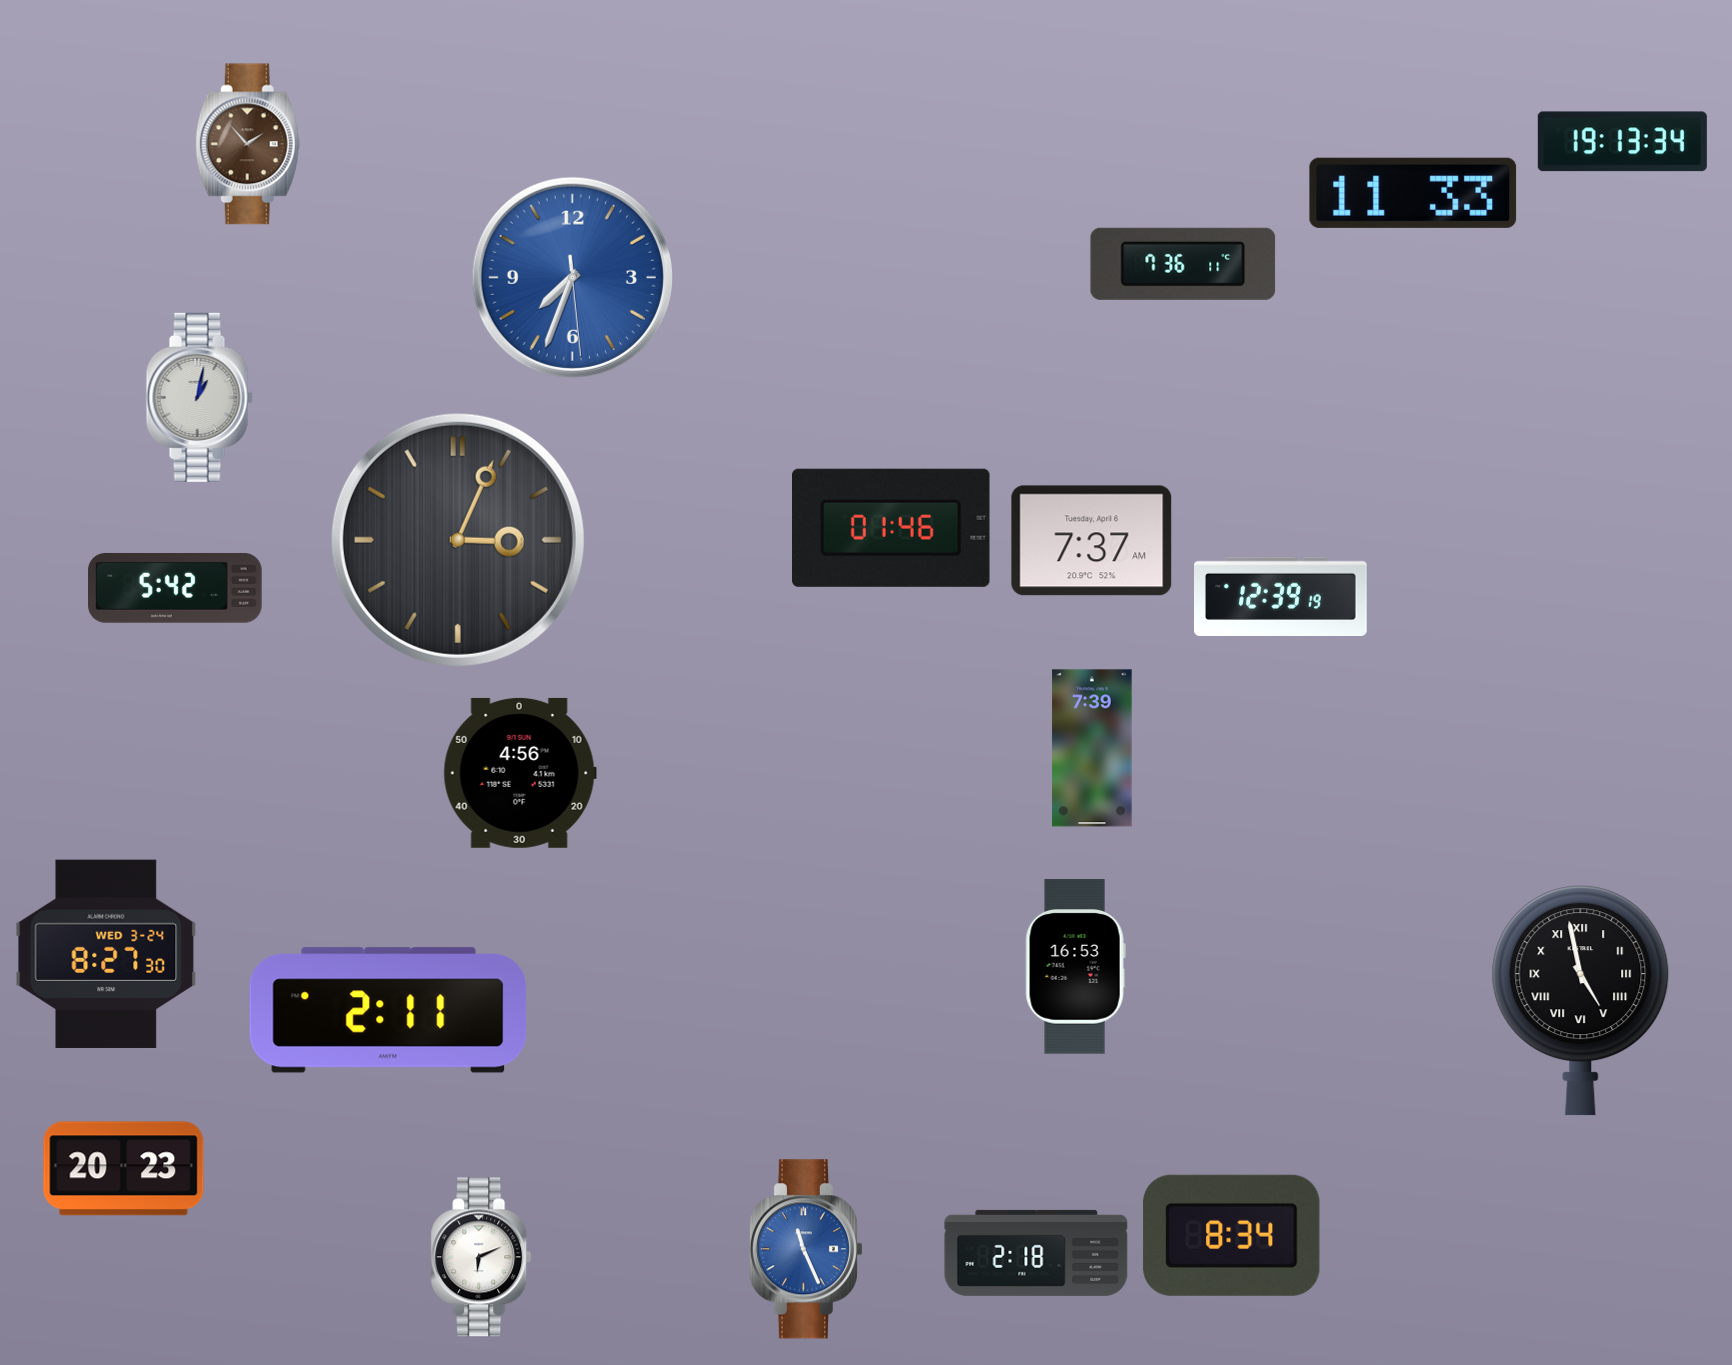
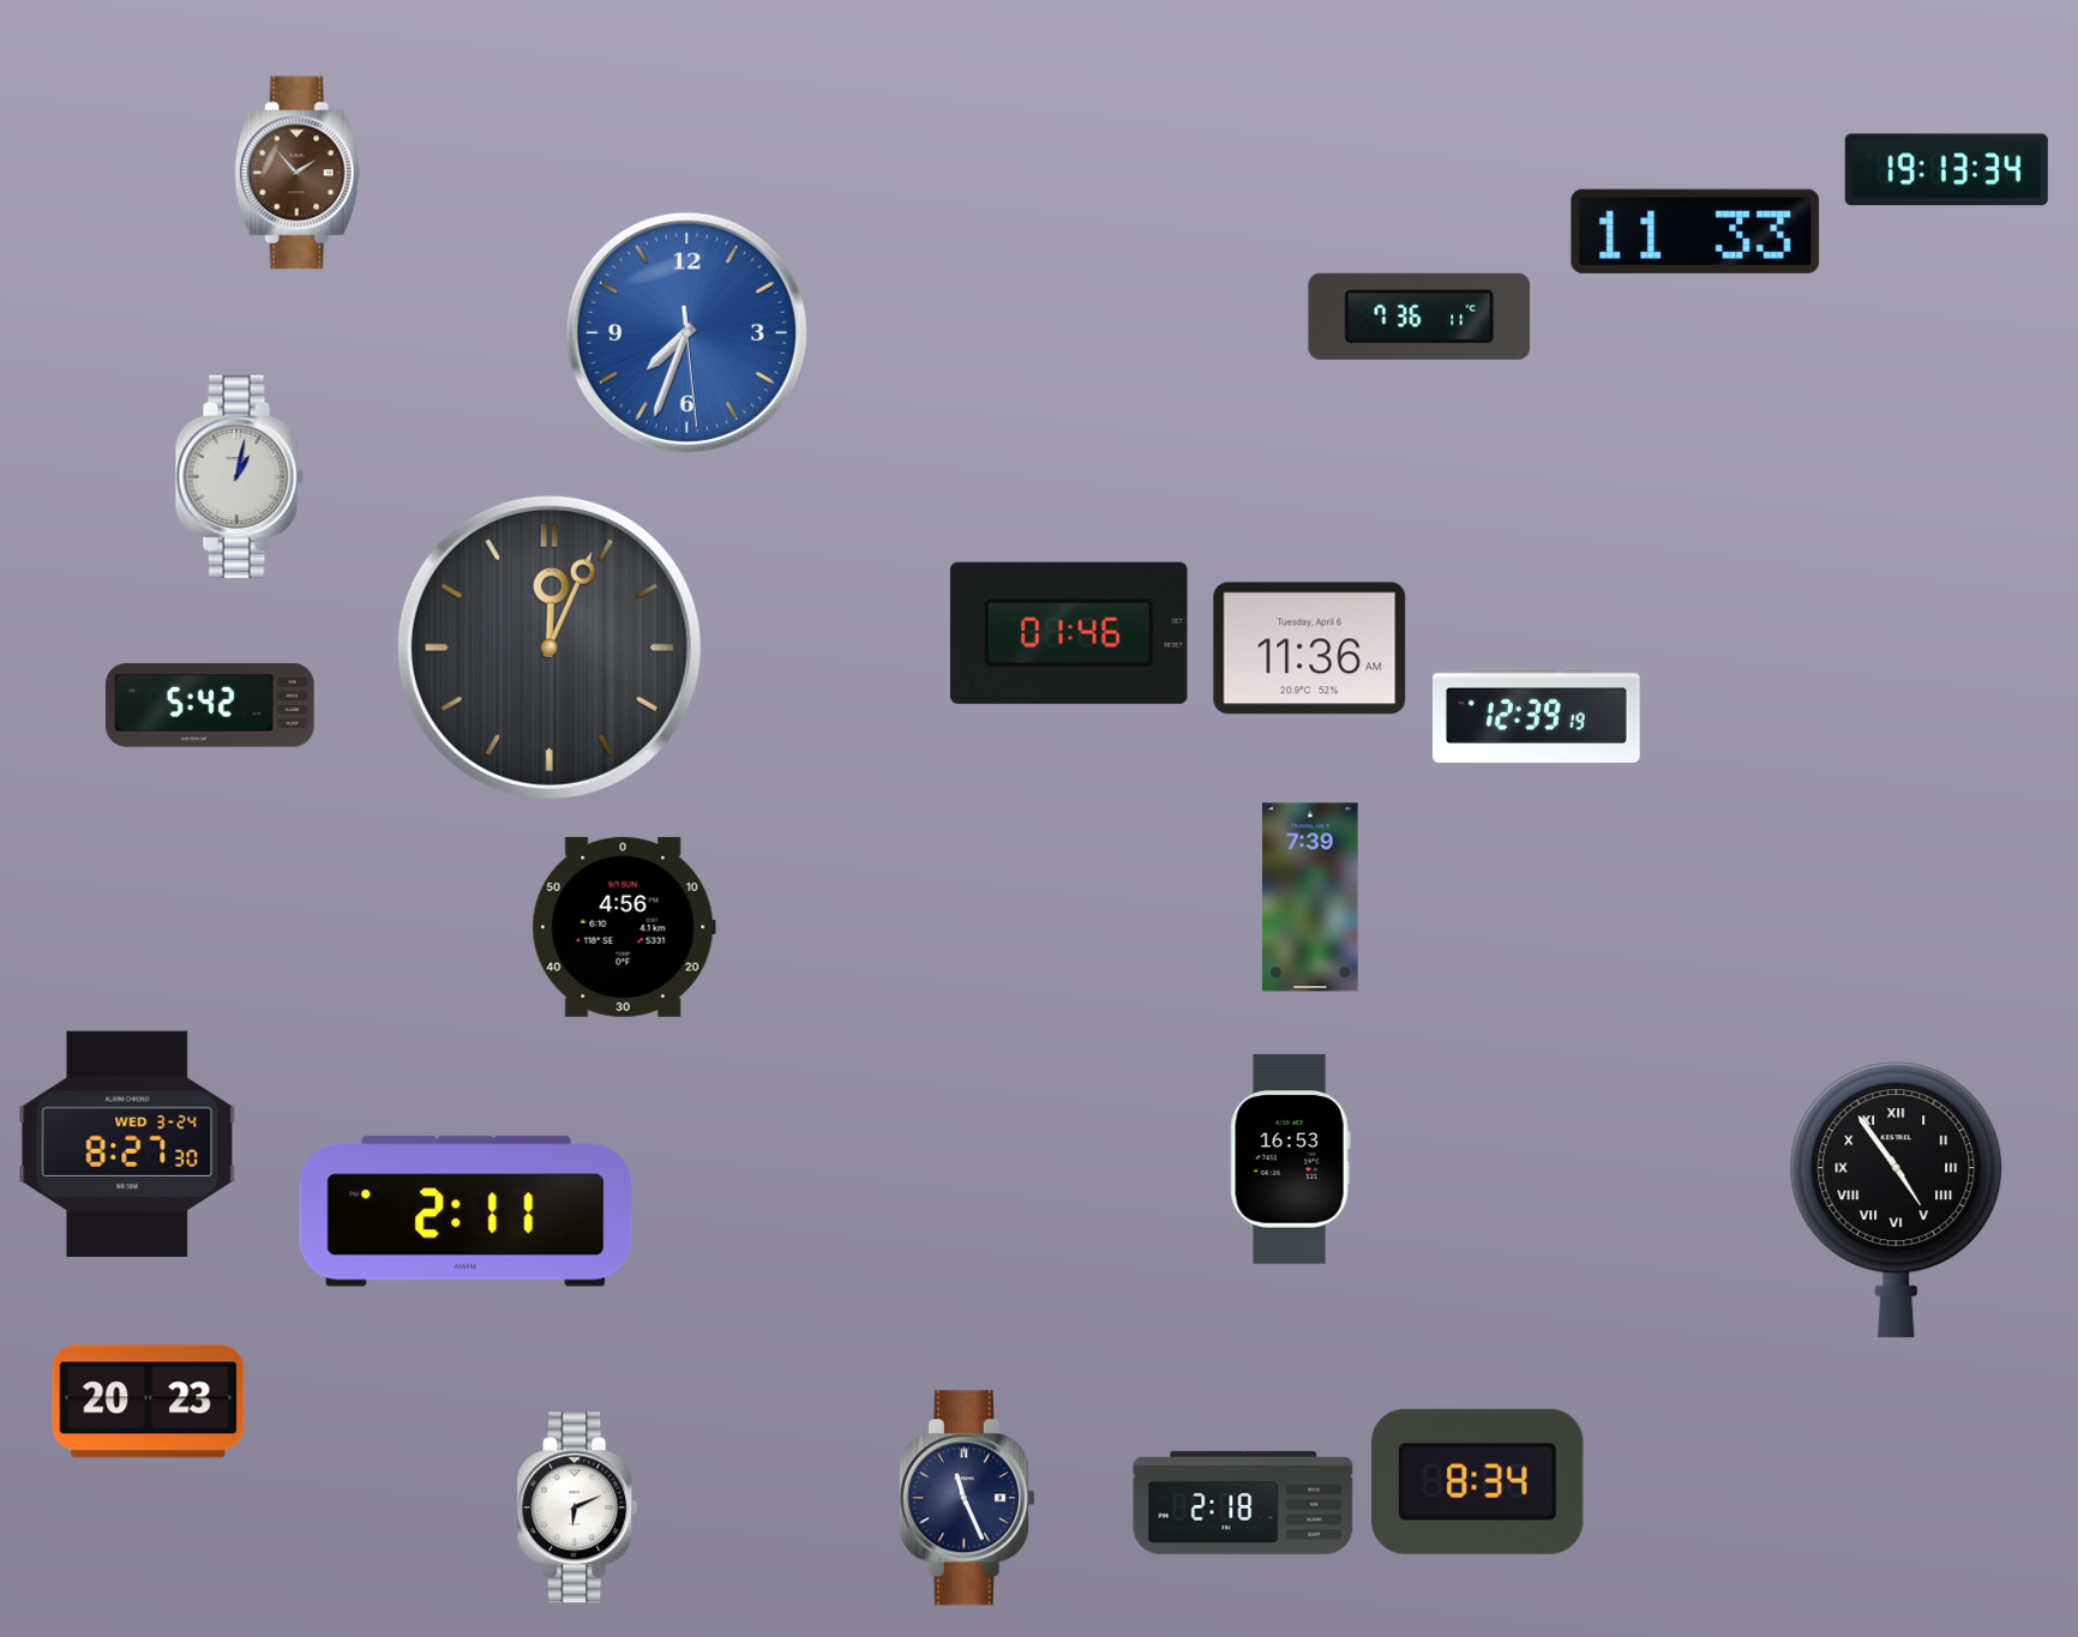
clock at (458, 540): 3:04 -> 12:04
clock at (1092, 541): 7:37 -> 11:36
clock at (1581, 1001): 4:58 -> 4:54
clock at (806, 1249) dial: blue -> navy
